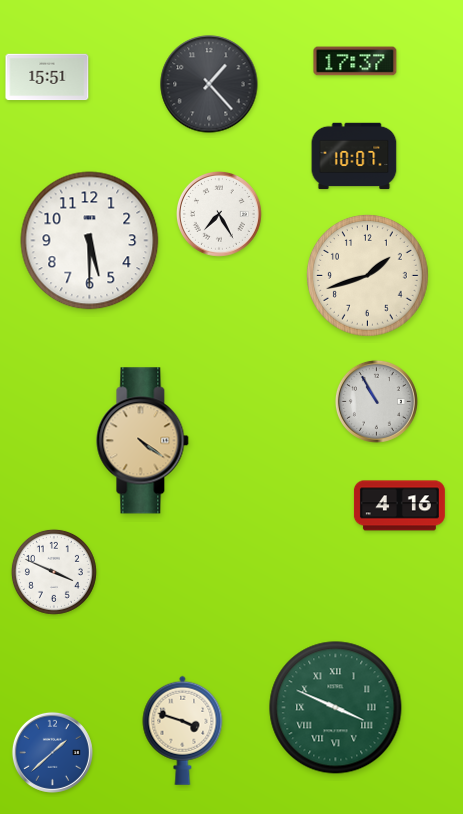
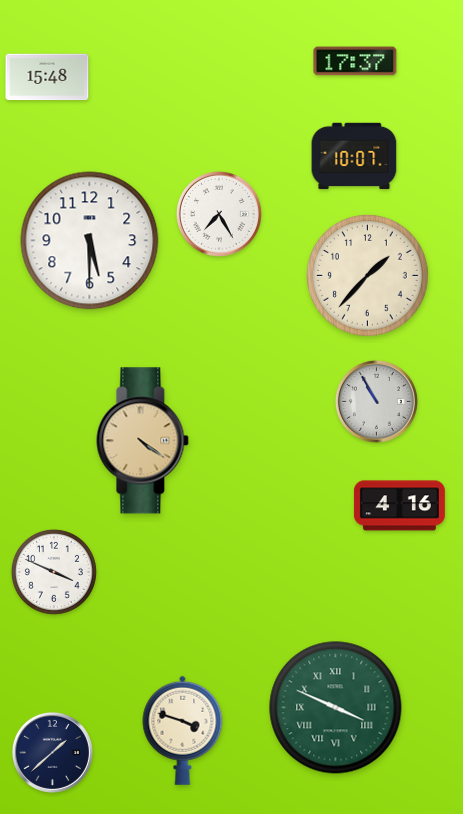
clock at (47, 77): 15:51 -> 15:48
clock at (209, 84): 1:23 -> none
clock at (368, 276): 1:42 -> 1:37
clock at (52, 752) dial: blue -> navy
